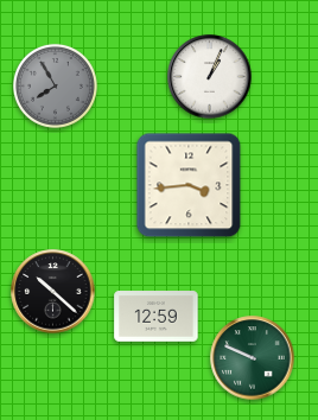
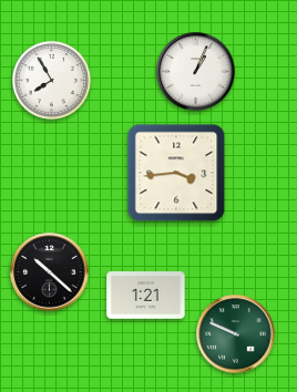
clock at (55, 85) dial: grey -> white
clock at (157, 317): 12:59 -> 1:21
